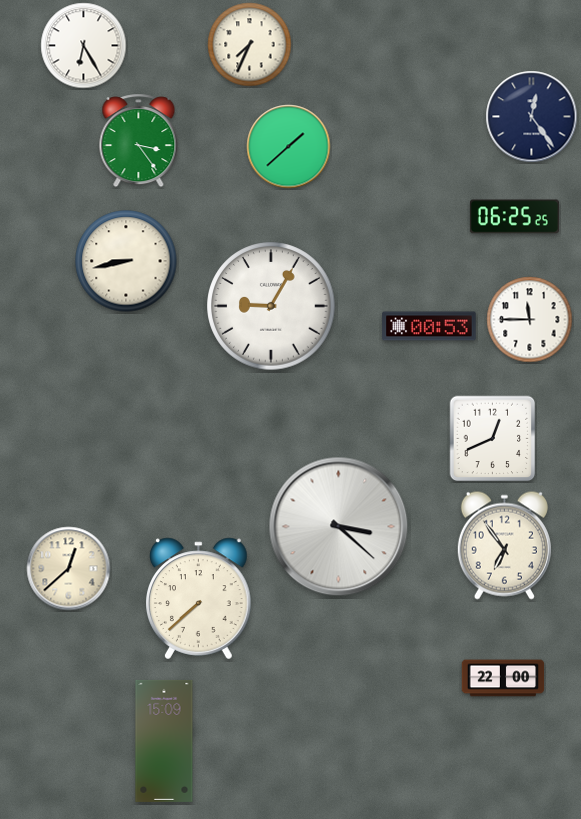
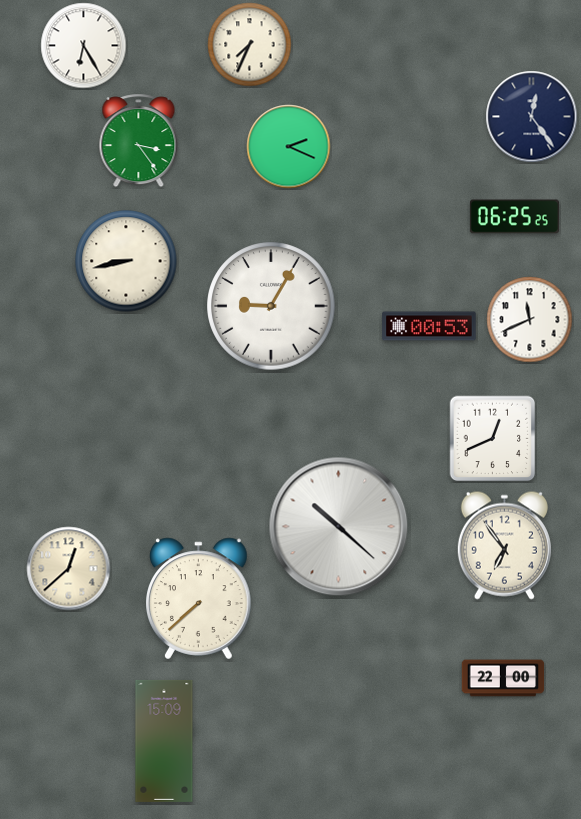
clock at (289, 147): 1:38 -> 2:19
clock at (530, 320): 11:45 -> 11:41
clock at (339, 527): 3:22 -> 10:22
